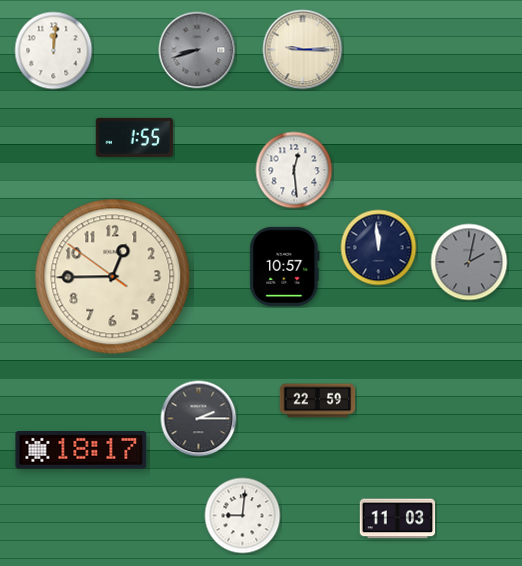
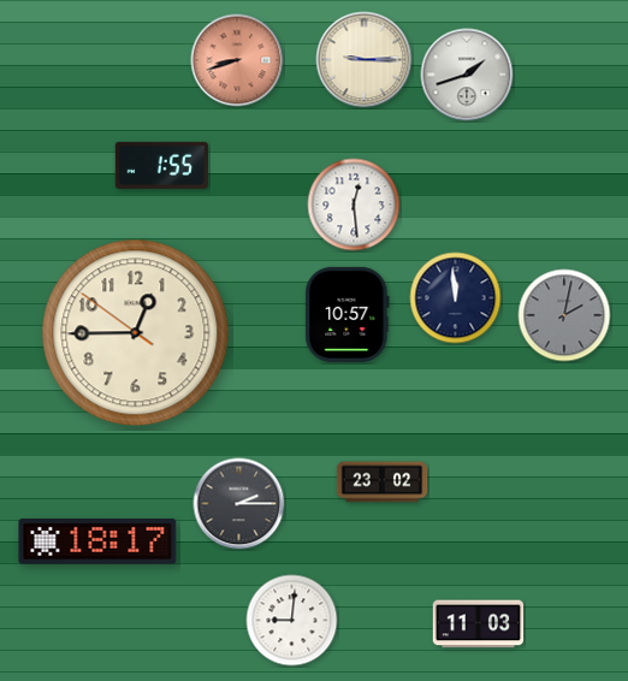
clock at (197, 50) dial: grey -> salmon
clock at (54, 51): 12:01 -> none
clock at (467, 75): none -> 1:42
clock at (285, 266) position: (285, 266) -> (348, 314)
clock at (318, 401): 22:59 -> 23:02
